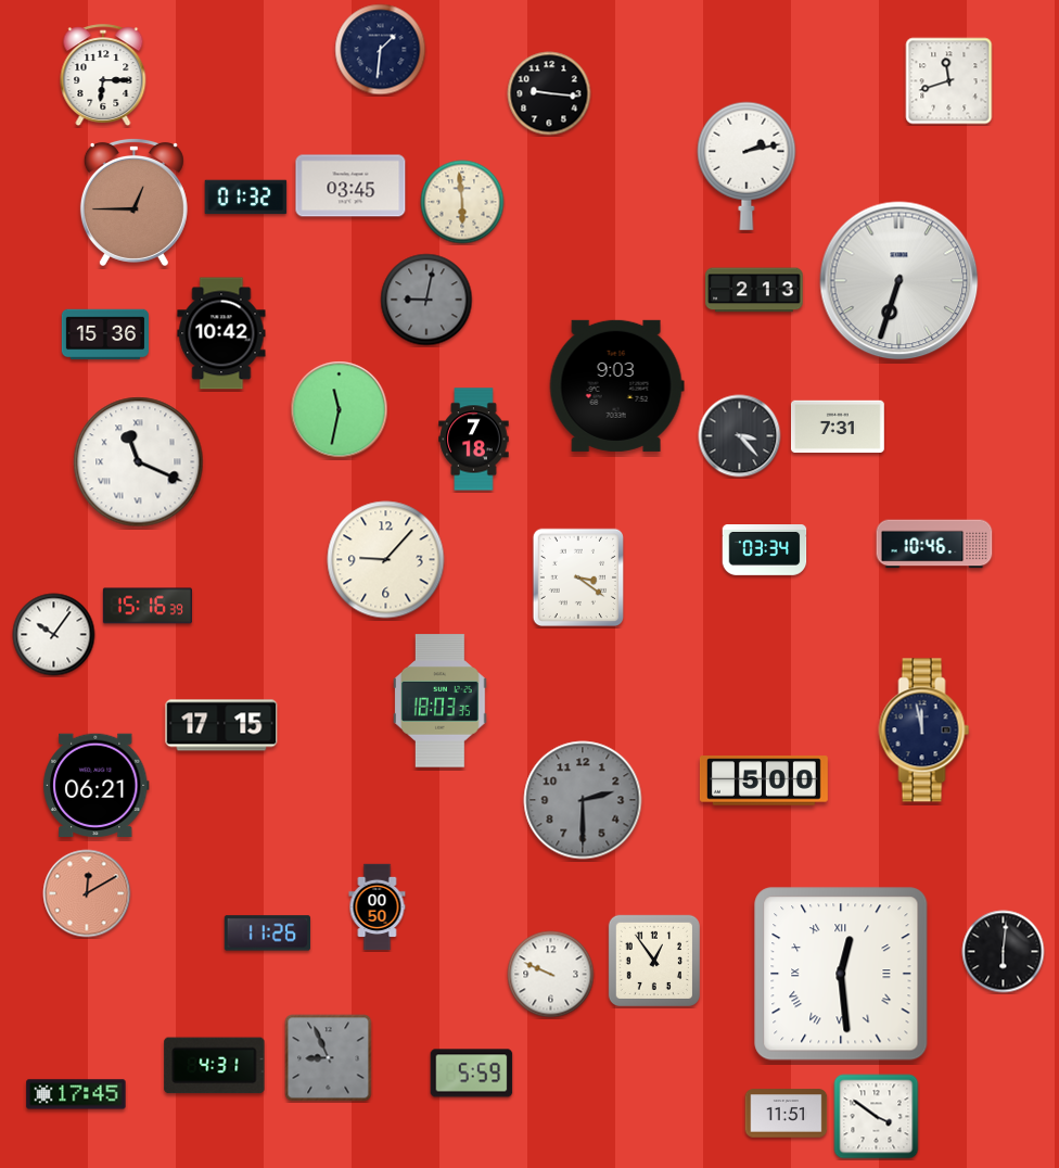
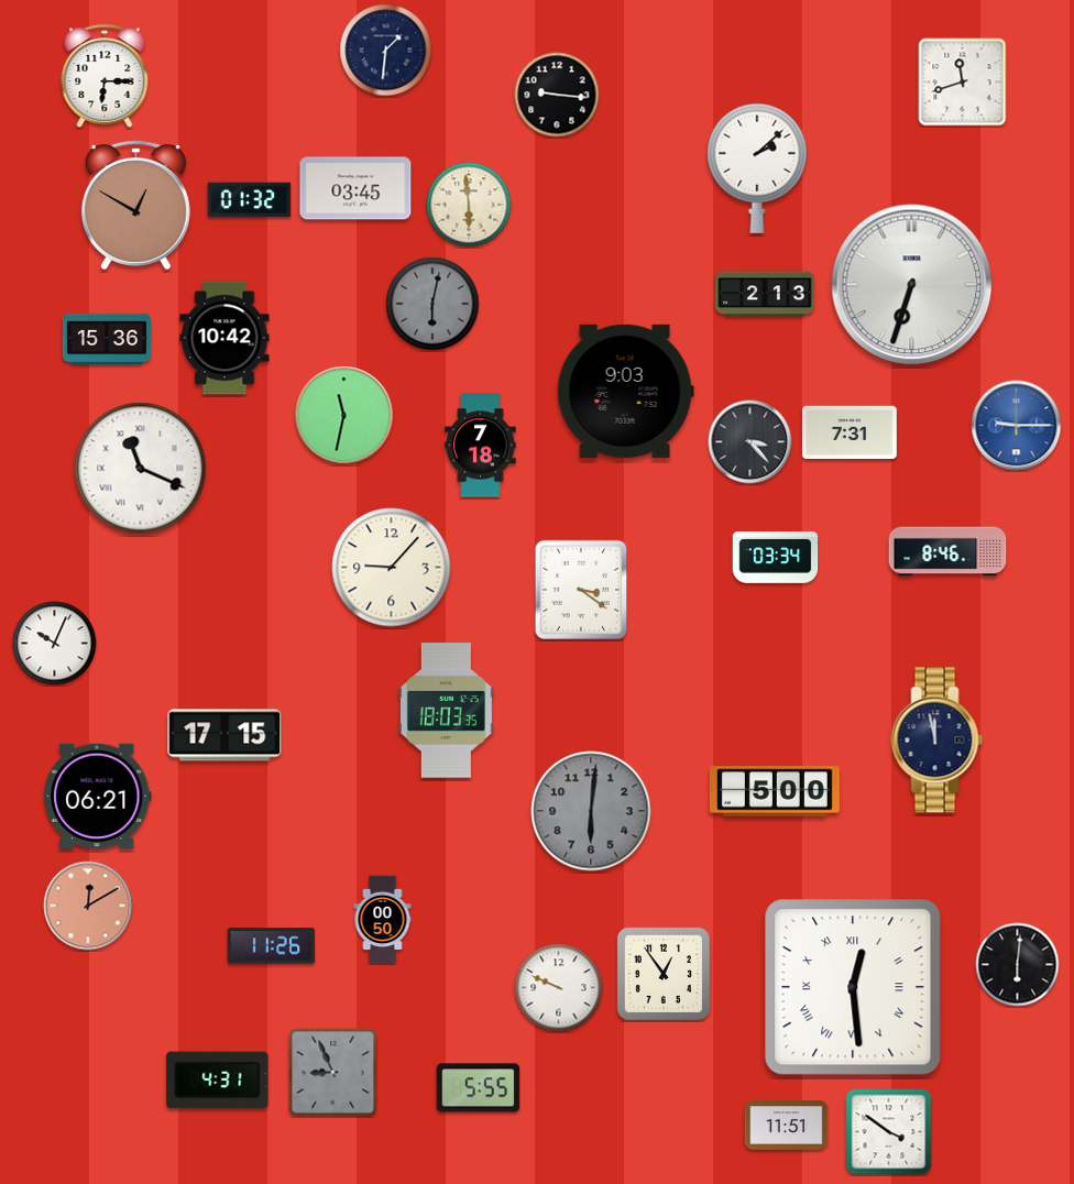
clock at (747, 166): 2:13 -> 2:08
clock at (133, 202): 12:45 -> 12:50
clock at (426, 300): 9:02 -> 6:02
clock at (1017, 426): none -> 9:15
clock at (934, 544): 10:46 -> 8:46
clock at (577, 576) position: (577, 576) -> (580, 589)
clock at (148, 606): 15:16 -> none
clock at (54, 635): 10:06 -> 10:04
clock at (583, 800): 2:30 -> 6:01
clock at (472, 1074): 5:59 -> 5:55
clock at (76, 1094): 17:45 -> none
clock at (787, 1114) position: (787, 1114) -> (787, 1126)
